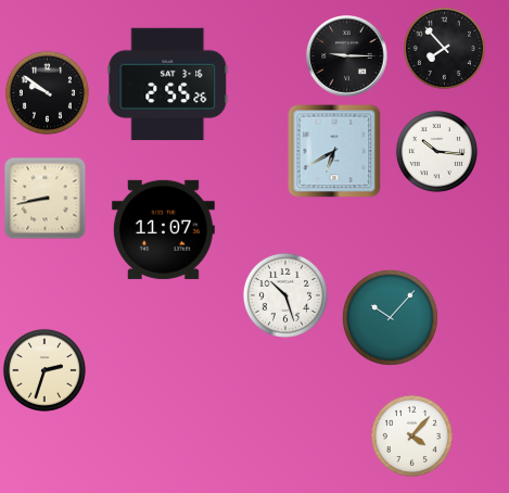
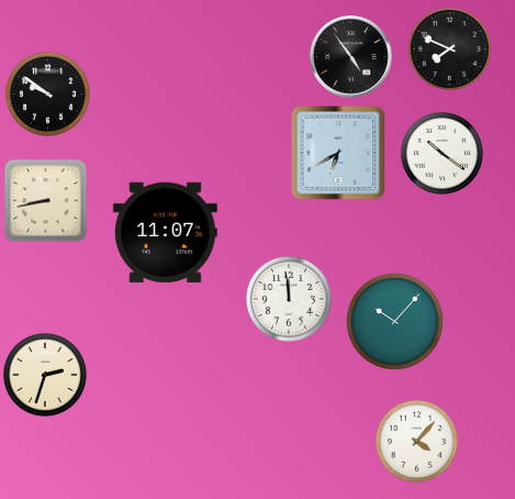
clock at (444, 48): 7:53 -> 7:49
clock at (347, 56): 9:15 -> 4:54
clock at (168, 84): 2:55 -> none
clock at (436, 151): 10:16 -> 10:21
clock at (285, 295): 10:27 -> 11:59
